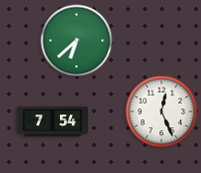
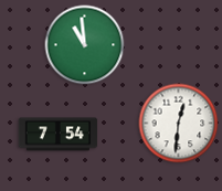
clock at (77, 41): 6:38 -> 10:59
clock at (162, 112): 12:26 -> 12:31
